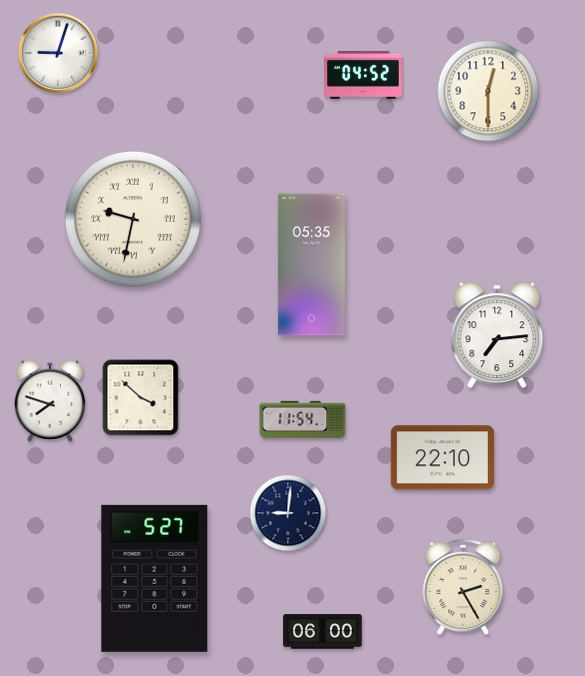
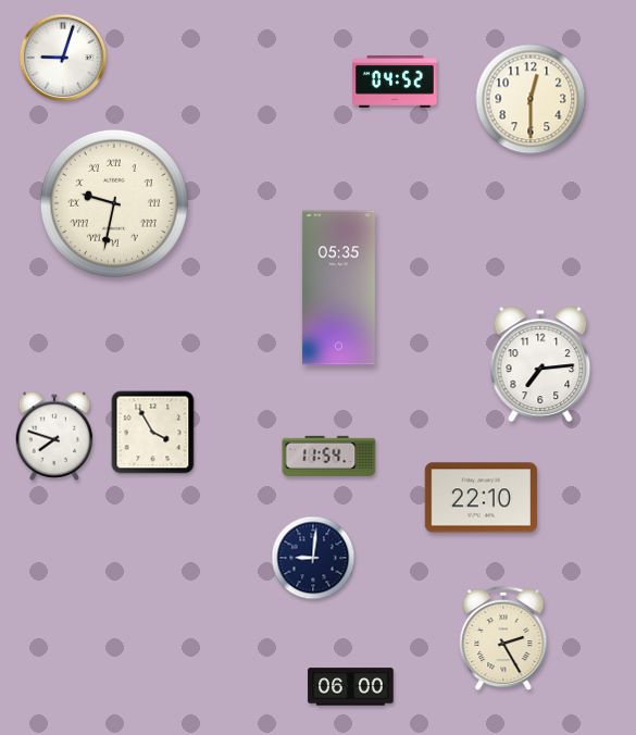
clock at (133, 219) position: (133, 219) -> (114, 203)
clock at (141, 398): 3:52 -> 3:55
clock at (155, 578): 5:27 -> none
